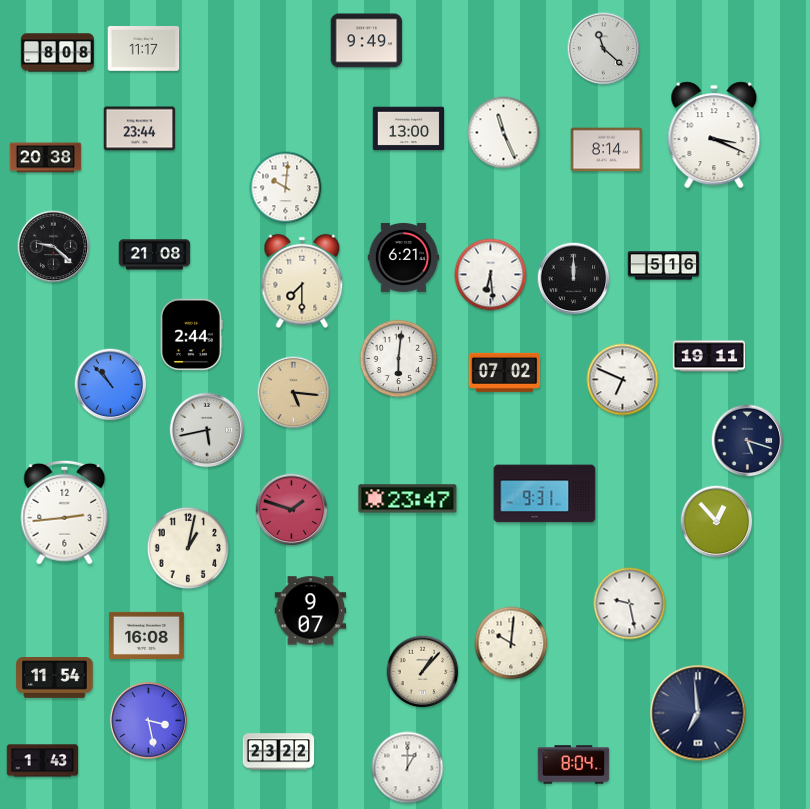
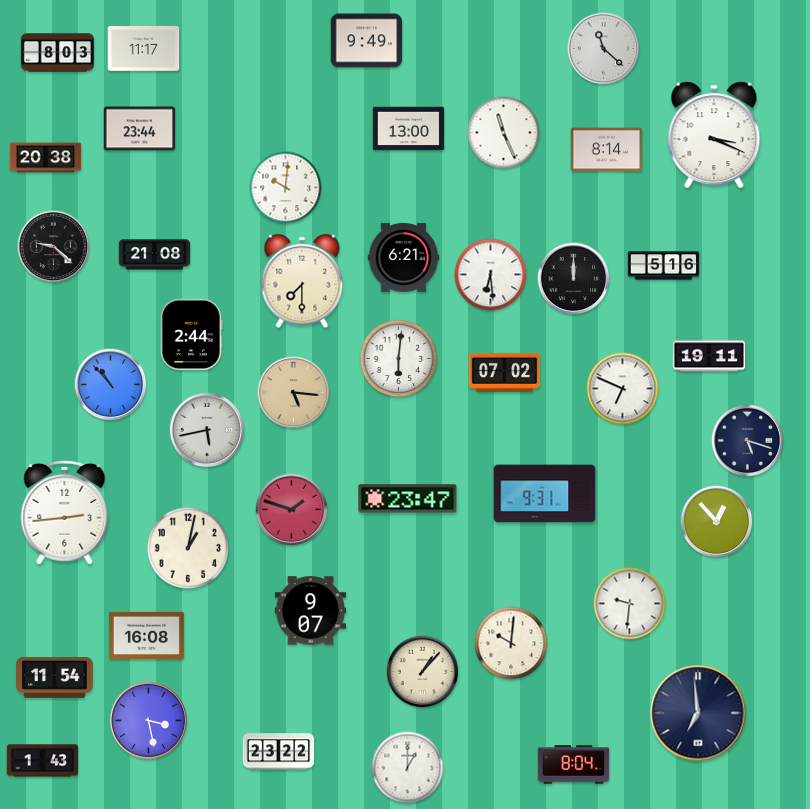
clock at (57, 53): 8:08 -> 8:03
clock at (623, 380) position: (623, 380) -> (623, 389)
clock at (630, 604): 9:28 -> 9:31
